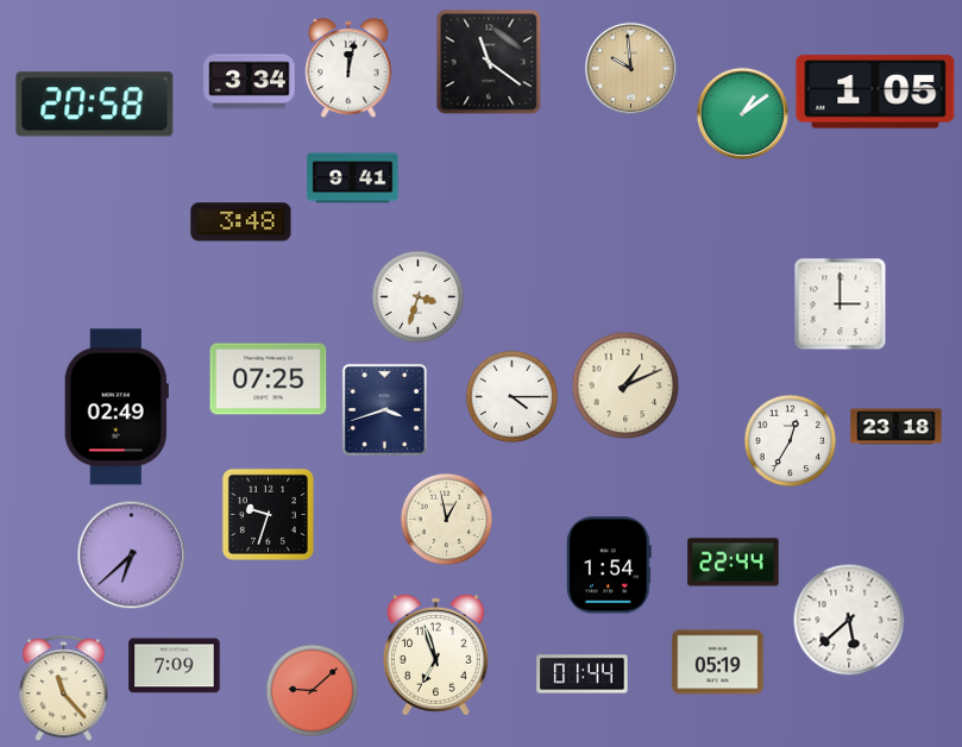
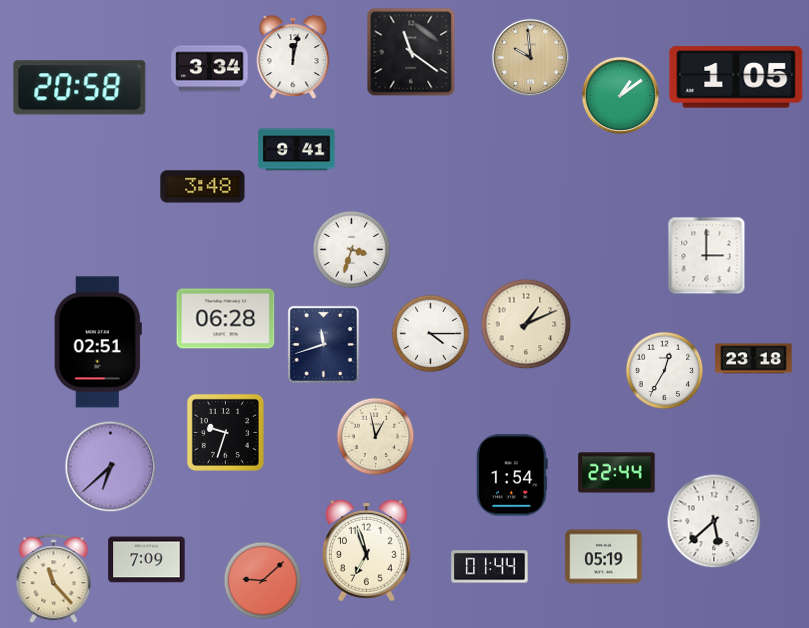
clock at (742, 113) position: (742, 113) -> (620, 95)
clock at (269, 379): 07:25 -> 06:28
clock at (117, 407): 02:49 -> 02:51
clock at (384, 409): 3:42 -> 11:42
